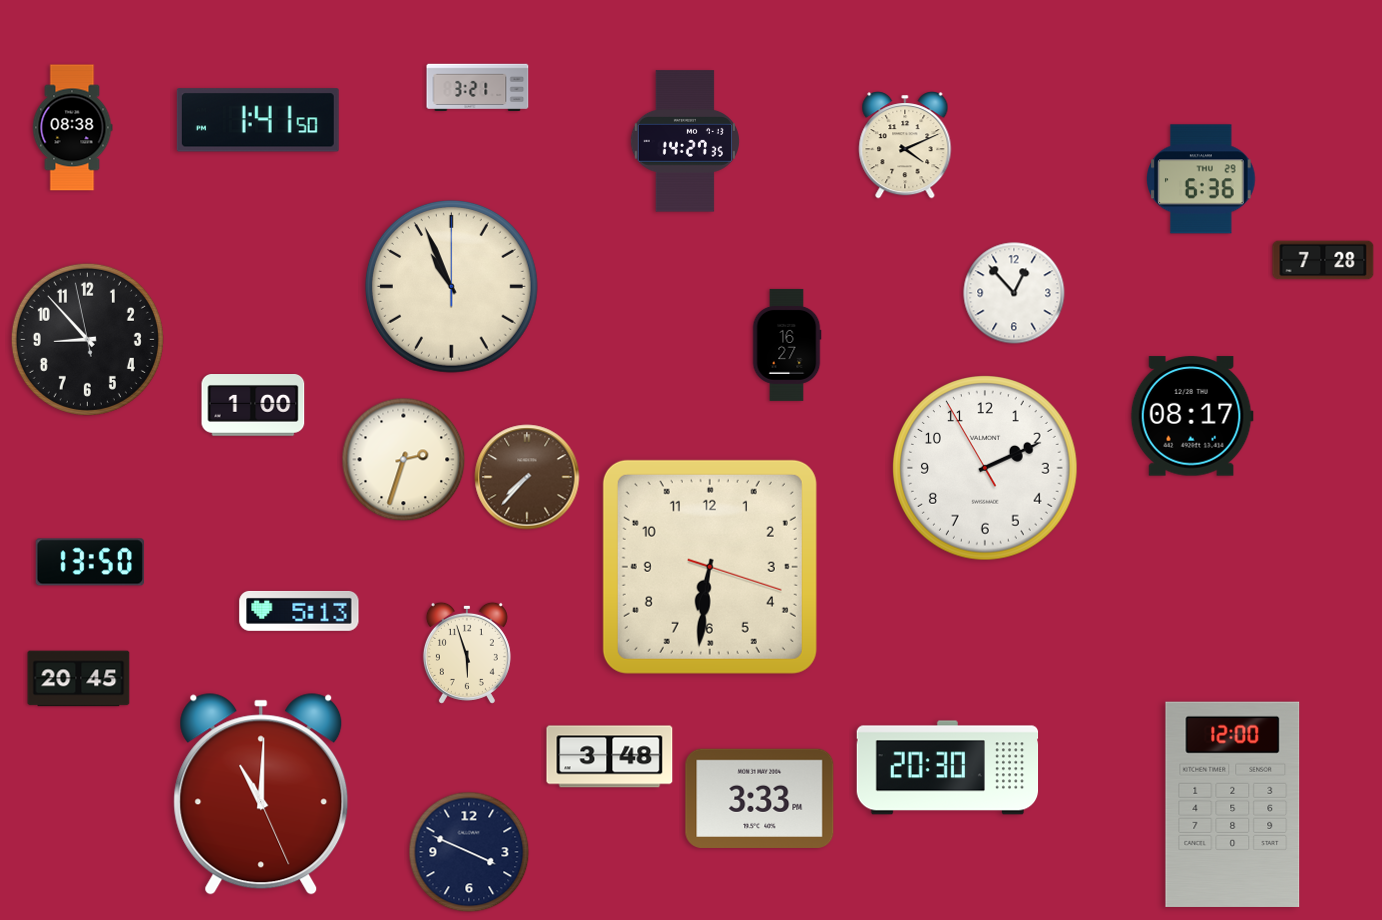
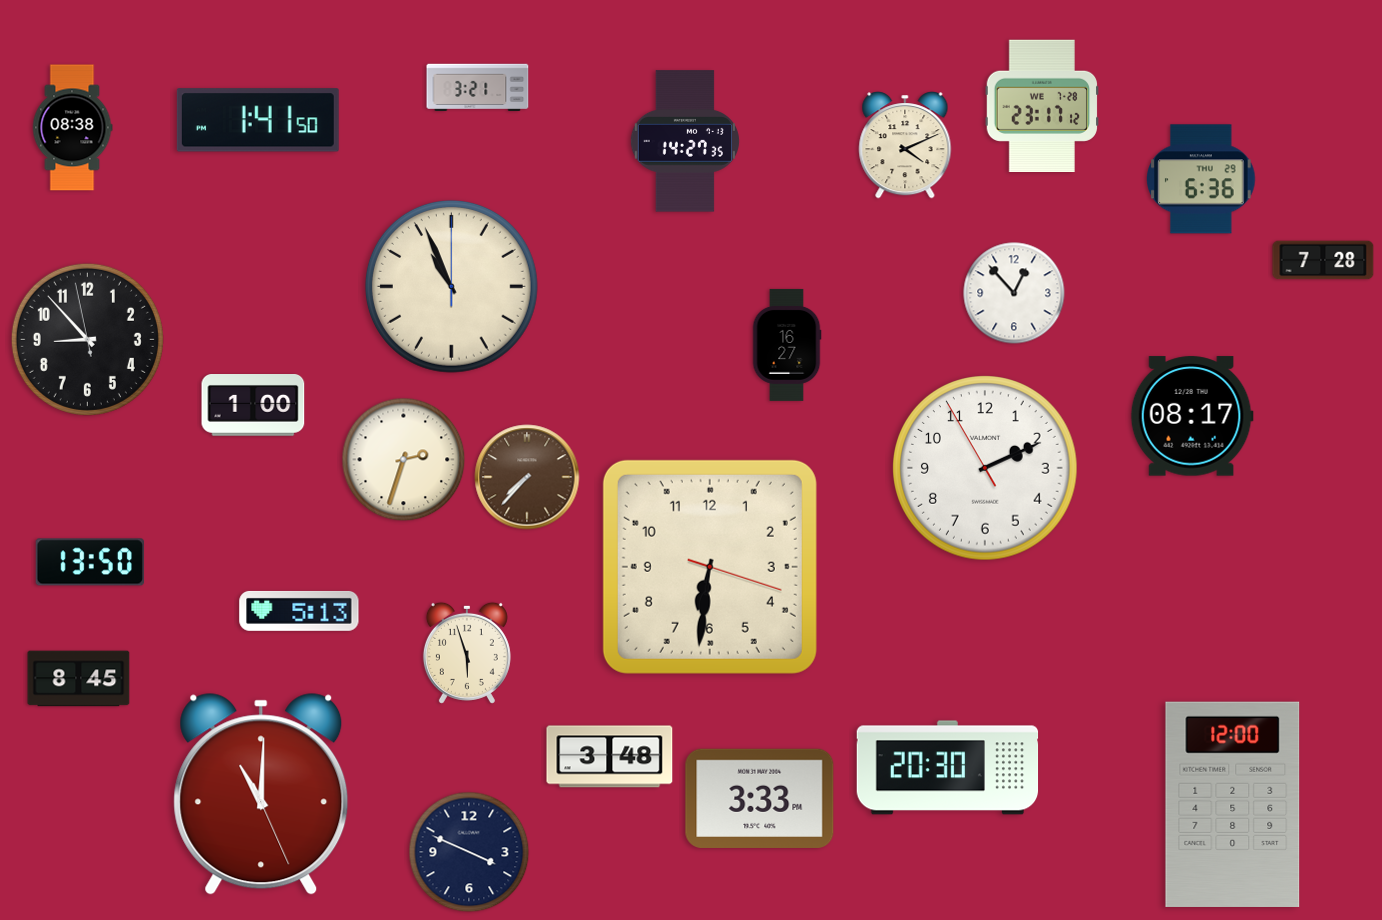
clock at (1042, 105): none -> 23:17
clock at (79, 679): 20:45 -> 8:45
